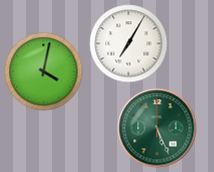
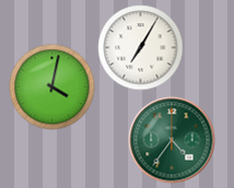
clock at (43, 71) position: (43, 71) -> (51, 86)
clock at (157, 128): 5:26 -> 4:36
